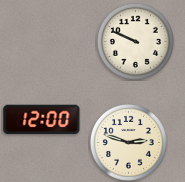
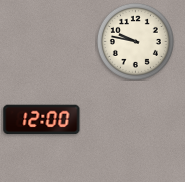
clock at (135, 41): 9:49 -> 9:47
clock at (128, 142): 2:48 -> none
